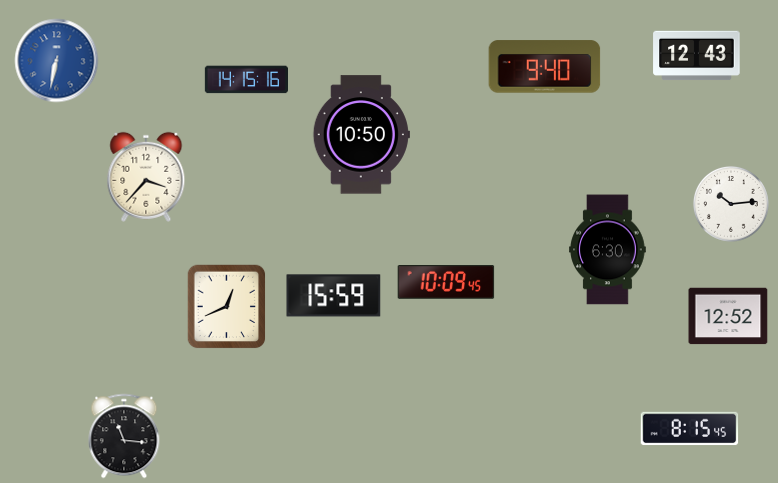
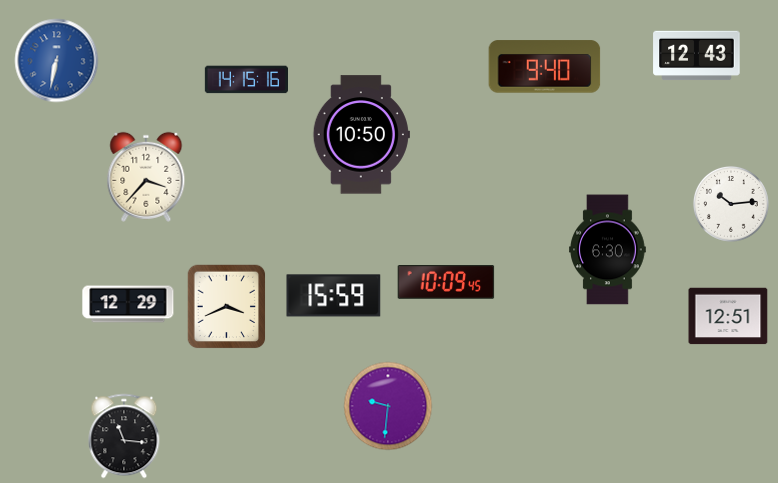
clock at (128, 304): none -> 12:29
clock at (227, 307): 12:41 -> 3:41
clock at (728, 316): 12:52 -> 12:51
clock at (388, 406): none -> 9:31
clock at (690, 429): 8:15 -> none
